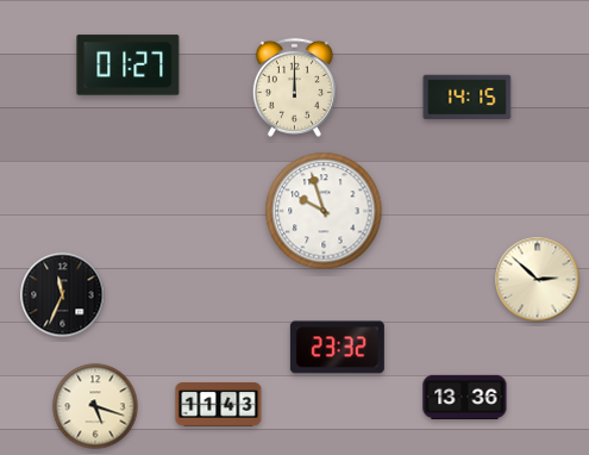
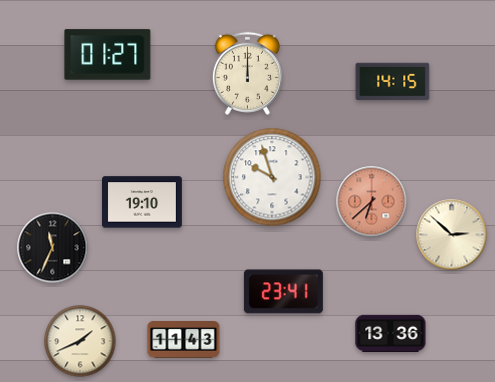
clock at (143, 202): none -> 19:10
clock at (372, 202): none -> 6:38
clock at (337, 348): 23:32 -> 23:41
clock at (95, 406): 5:18 -> 1:41
